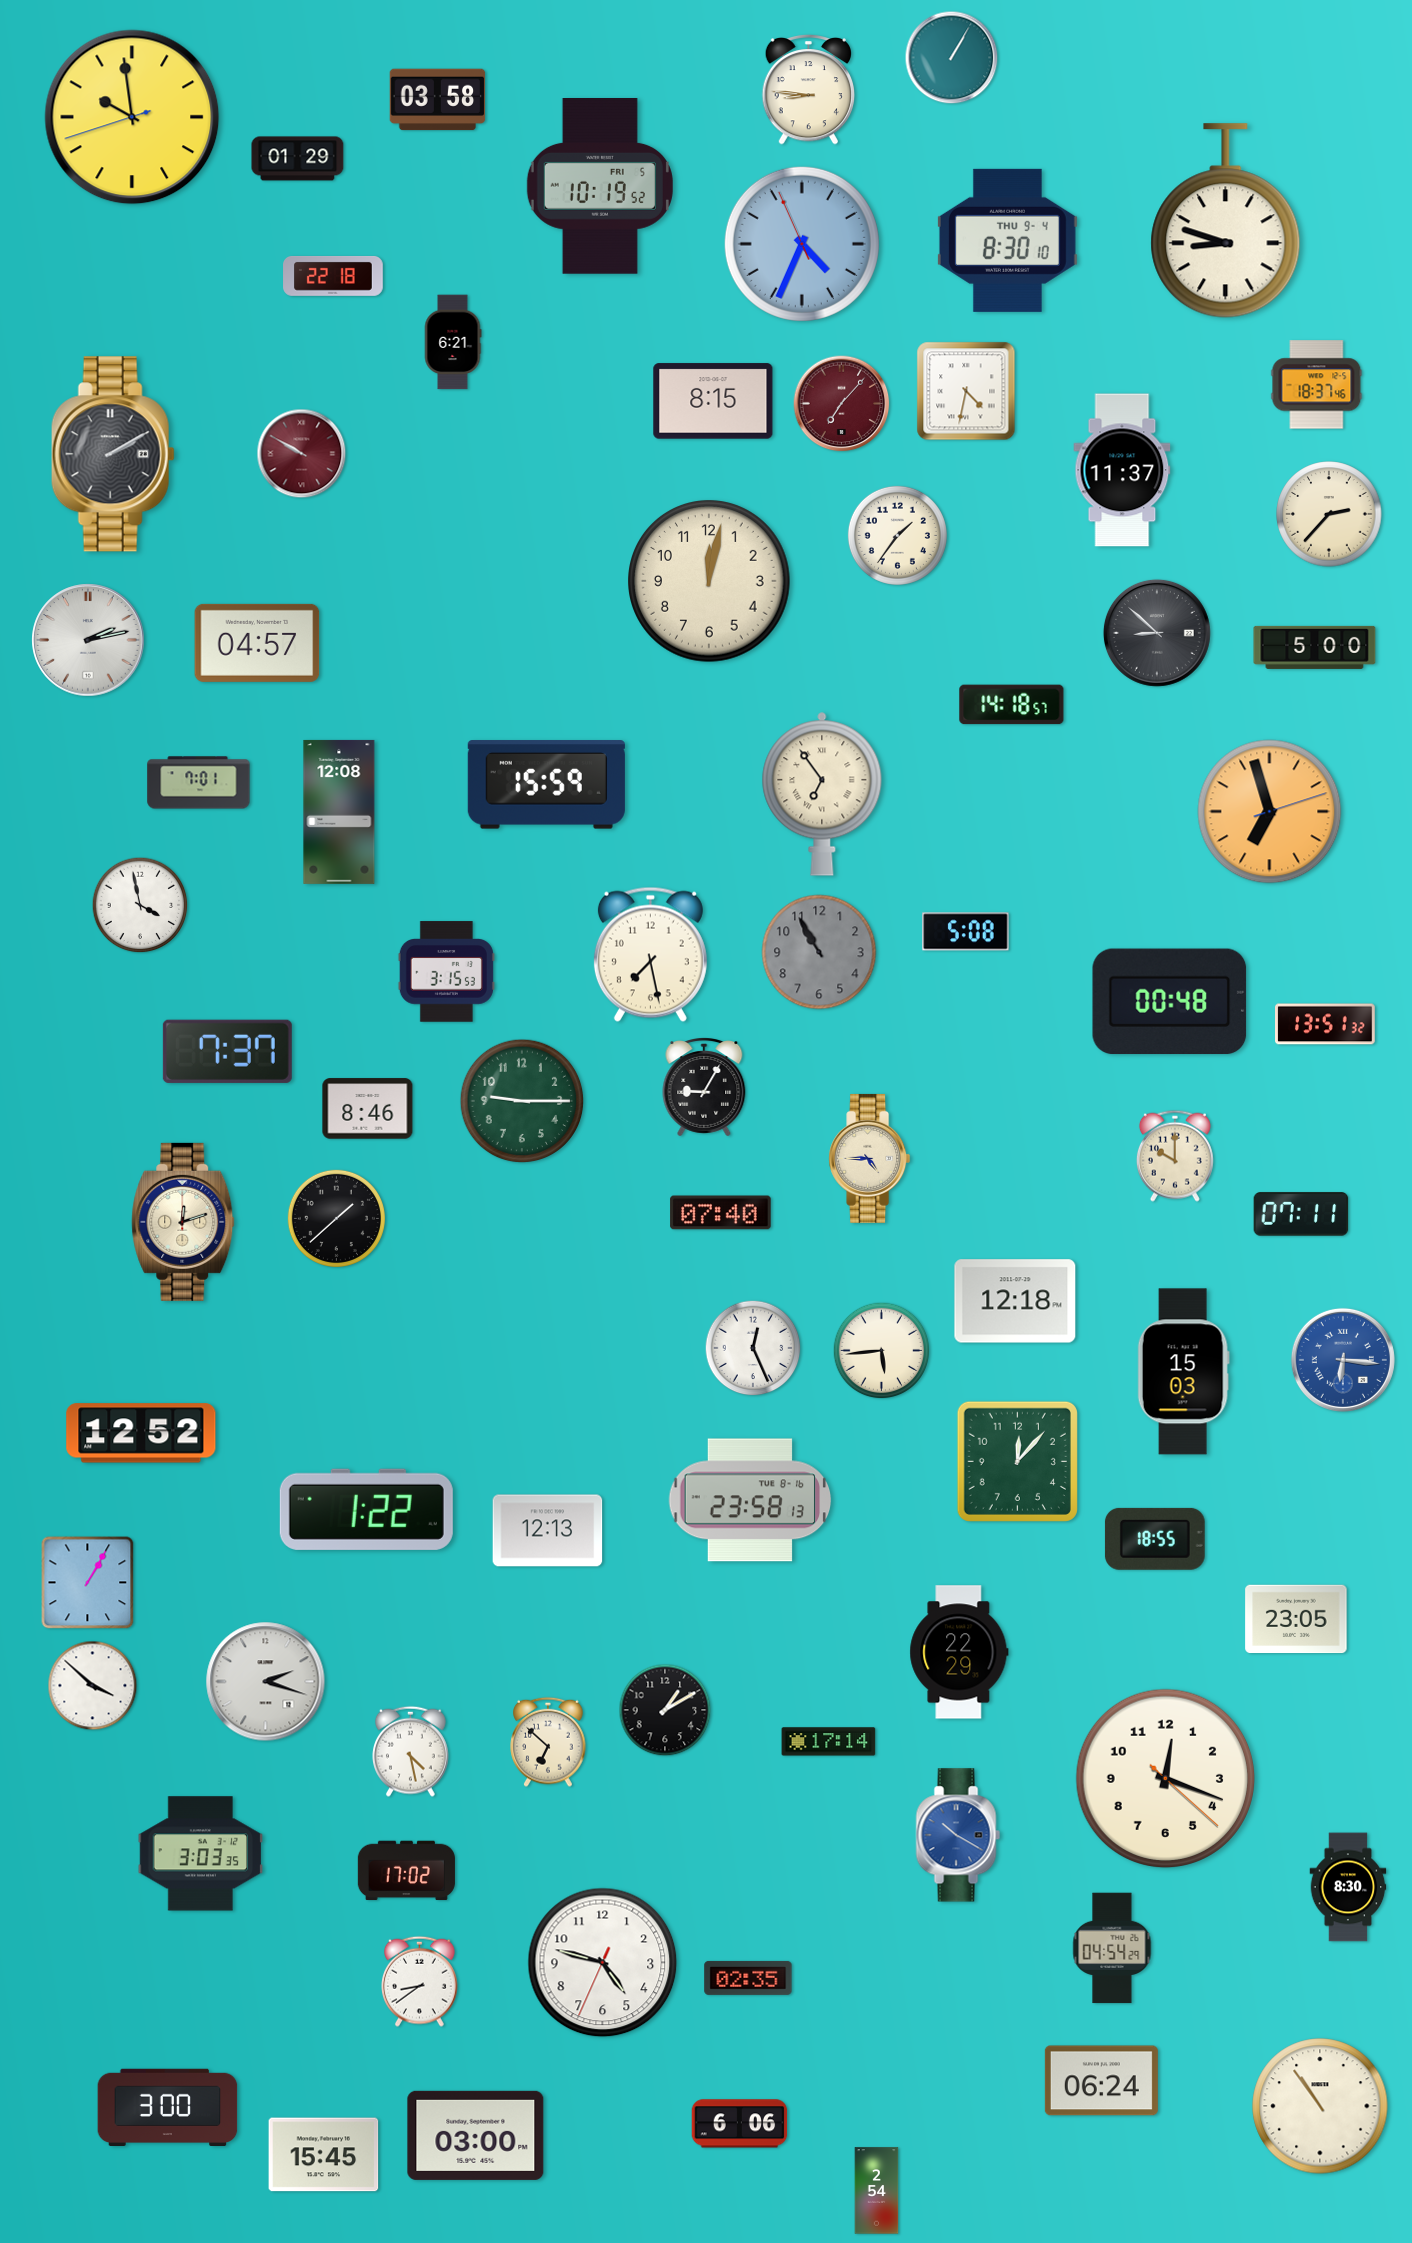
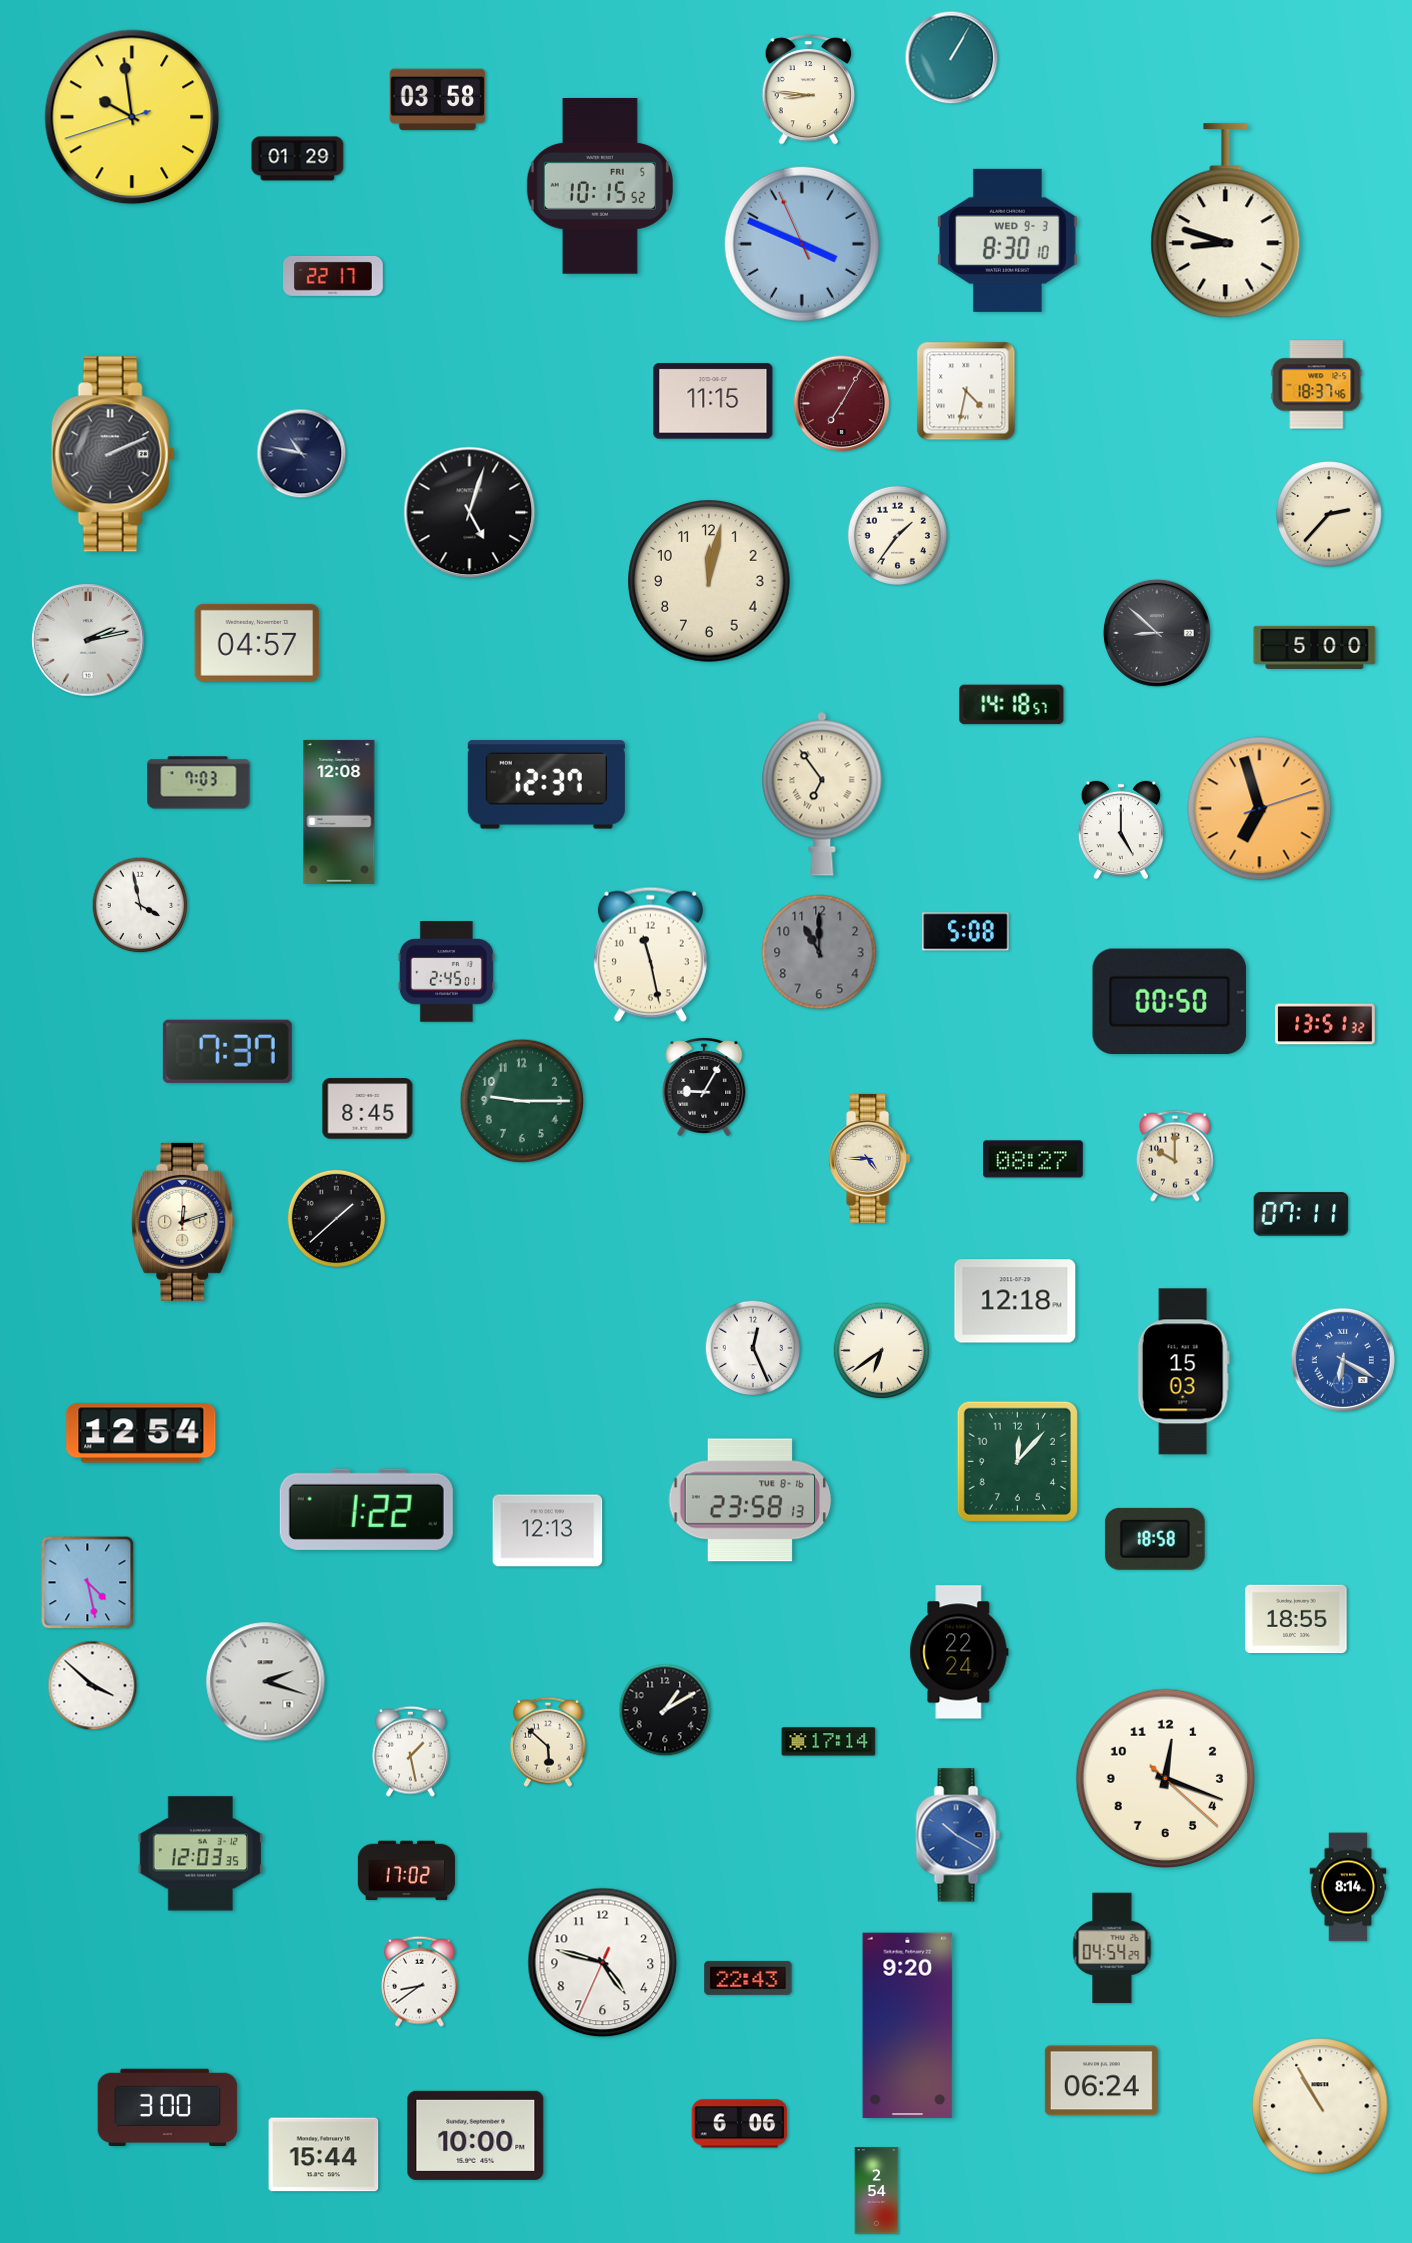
clock at (600, 187): 10:19 -> 10:15
clock at (1007, 240) date: THU 9-4 -> WED 9-3
clock at (802, 244): 4:33 -> 3:48
clock at (333, 276): 22:18 -> 22:17
clock at (453, 342): 6:21 -> none
clock at (713, 401): 8:15 -> 11:15
clock at (842, 404): 7:07 -> 7:05
clock at (113, 454): 2:10 -> 2:11
clock at (302, 454): 9:50 -> 10:47
clock at (302, 454) dial: burgundy -> navy
clock at (1122, 470): 11:37 -> none
clock at (470, 513): none -> 5:03
clock at (199, 783): 7:01 -> 7:03
clock at (546, 785): 15:59 -> 12:37
clock at (1270, 812) position: (1270, 812) -> (1260, 809)
clock at (1121, 830): none -> 5:00
clock at (819, 952): 10:55 -> 11:00
clock at (650, 954): 7:28 -> 11:28
clock at (446, 972): 3:15 -> 2:45
clock at (1170, 1002): 00:48 -> 00:50
clock at (368, 1109): 8:46 -> 8:45
clock at (1034, 1159): none -> 08:27
clock at (721, 1213): 07:40 -> none
clock at (882, 1351): 5:44 -> 6:39
clock at (1343, 1360): 6:16 -> 6:20
clock at (141, 1433): 12:52 -> 12:54
clock at (1155, 1539): 18:55 -> 18:58
clock at (88, 1583): 1:05 -> 4:28
clock at (1296, 1619): 23:05 -> 18:55
clock at (959, 1652): 22:29 -> 22:24
clock at (548, 1742): 6:52 -> 5:52
clock at (411, 1751): 4:28 -> 1:28
clock at (201, 1854): 3:03 -> 12:03
clock at (1348, 1887): 8:30 -> 8:14
clock at (748, 1978): 02:35 -> 22:43
clock at (908, 2026): none -> 9:20
clock at (1320, 2106): 10:54 -> 10:55
clock at (476, 2135): 03:00 -> 10:00
clock at (324, 2155): 15:45 -> 15:44
